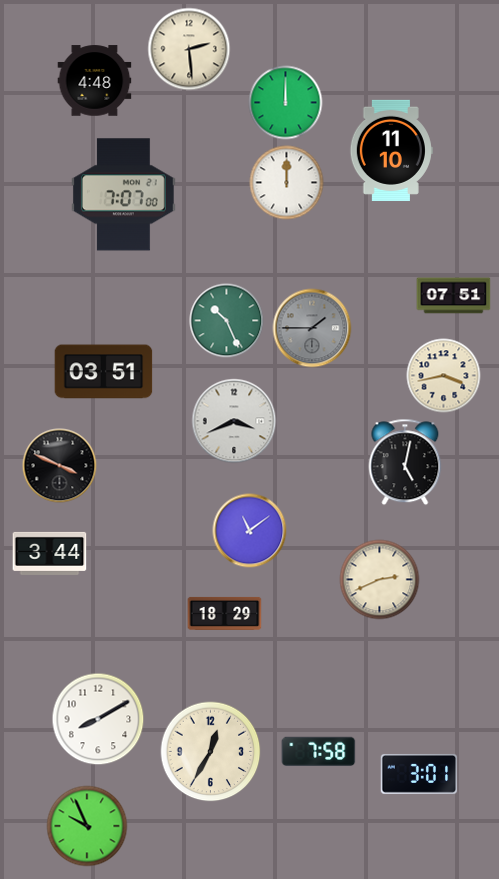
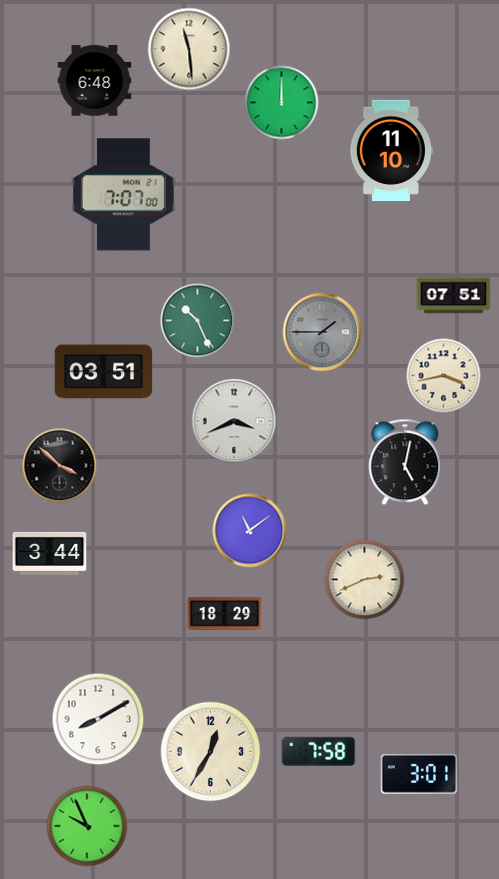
clock at (189, 49): 2:29 -> 11:29
clock at (95, 81): 4:48 -> 6:48
clock at (286, 103) position: (286, 103) -> (282, 103)
clock at (287, 183): 12:00 -> none
clock at (227, 321) position: (227, 321) -> (198, 321)
clock at (312, 328) position: (312, 328) -> (322, 332)
clock at (60, 466): 3:49 -> 3:52
clock at (380, 580) position: (380, 580) -> (365, 580)
